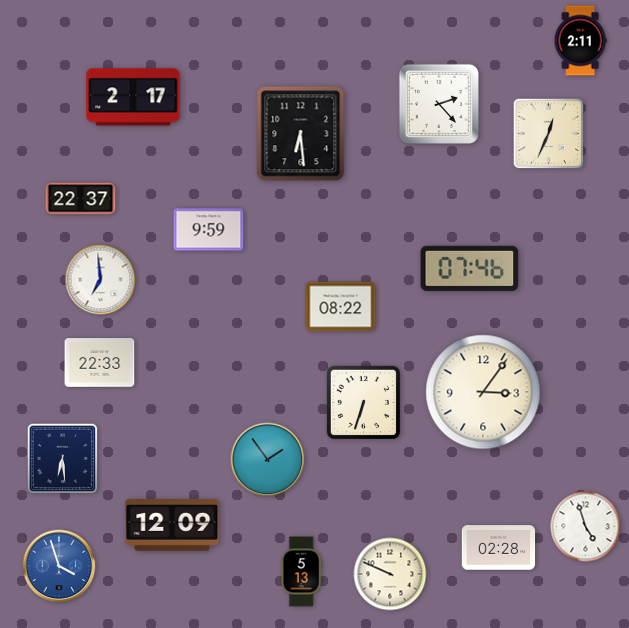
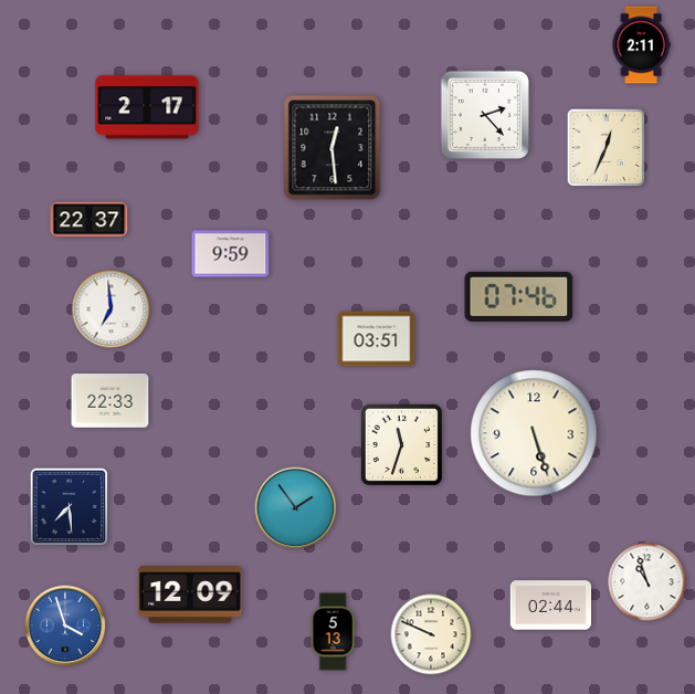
clock at (301, 134): 6:29 -> 12:29
clock at (341, 307): 08:22 -> 03:51
clock at (483, 392): 3:06 -> 5:27
clock at (363, 402): 6:33 -> 11:33
clock at (63, 459): 6:29 -> 7:29
clock at (172, 525) position: (172, 525) -> (190, 595)
clock at (586, 527): 4:57 -> 10:57
clock at (499, 548): 02:28 -> 02:44
